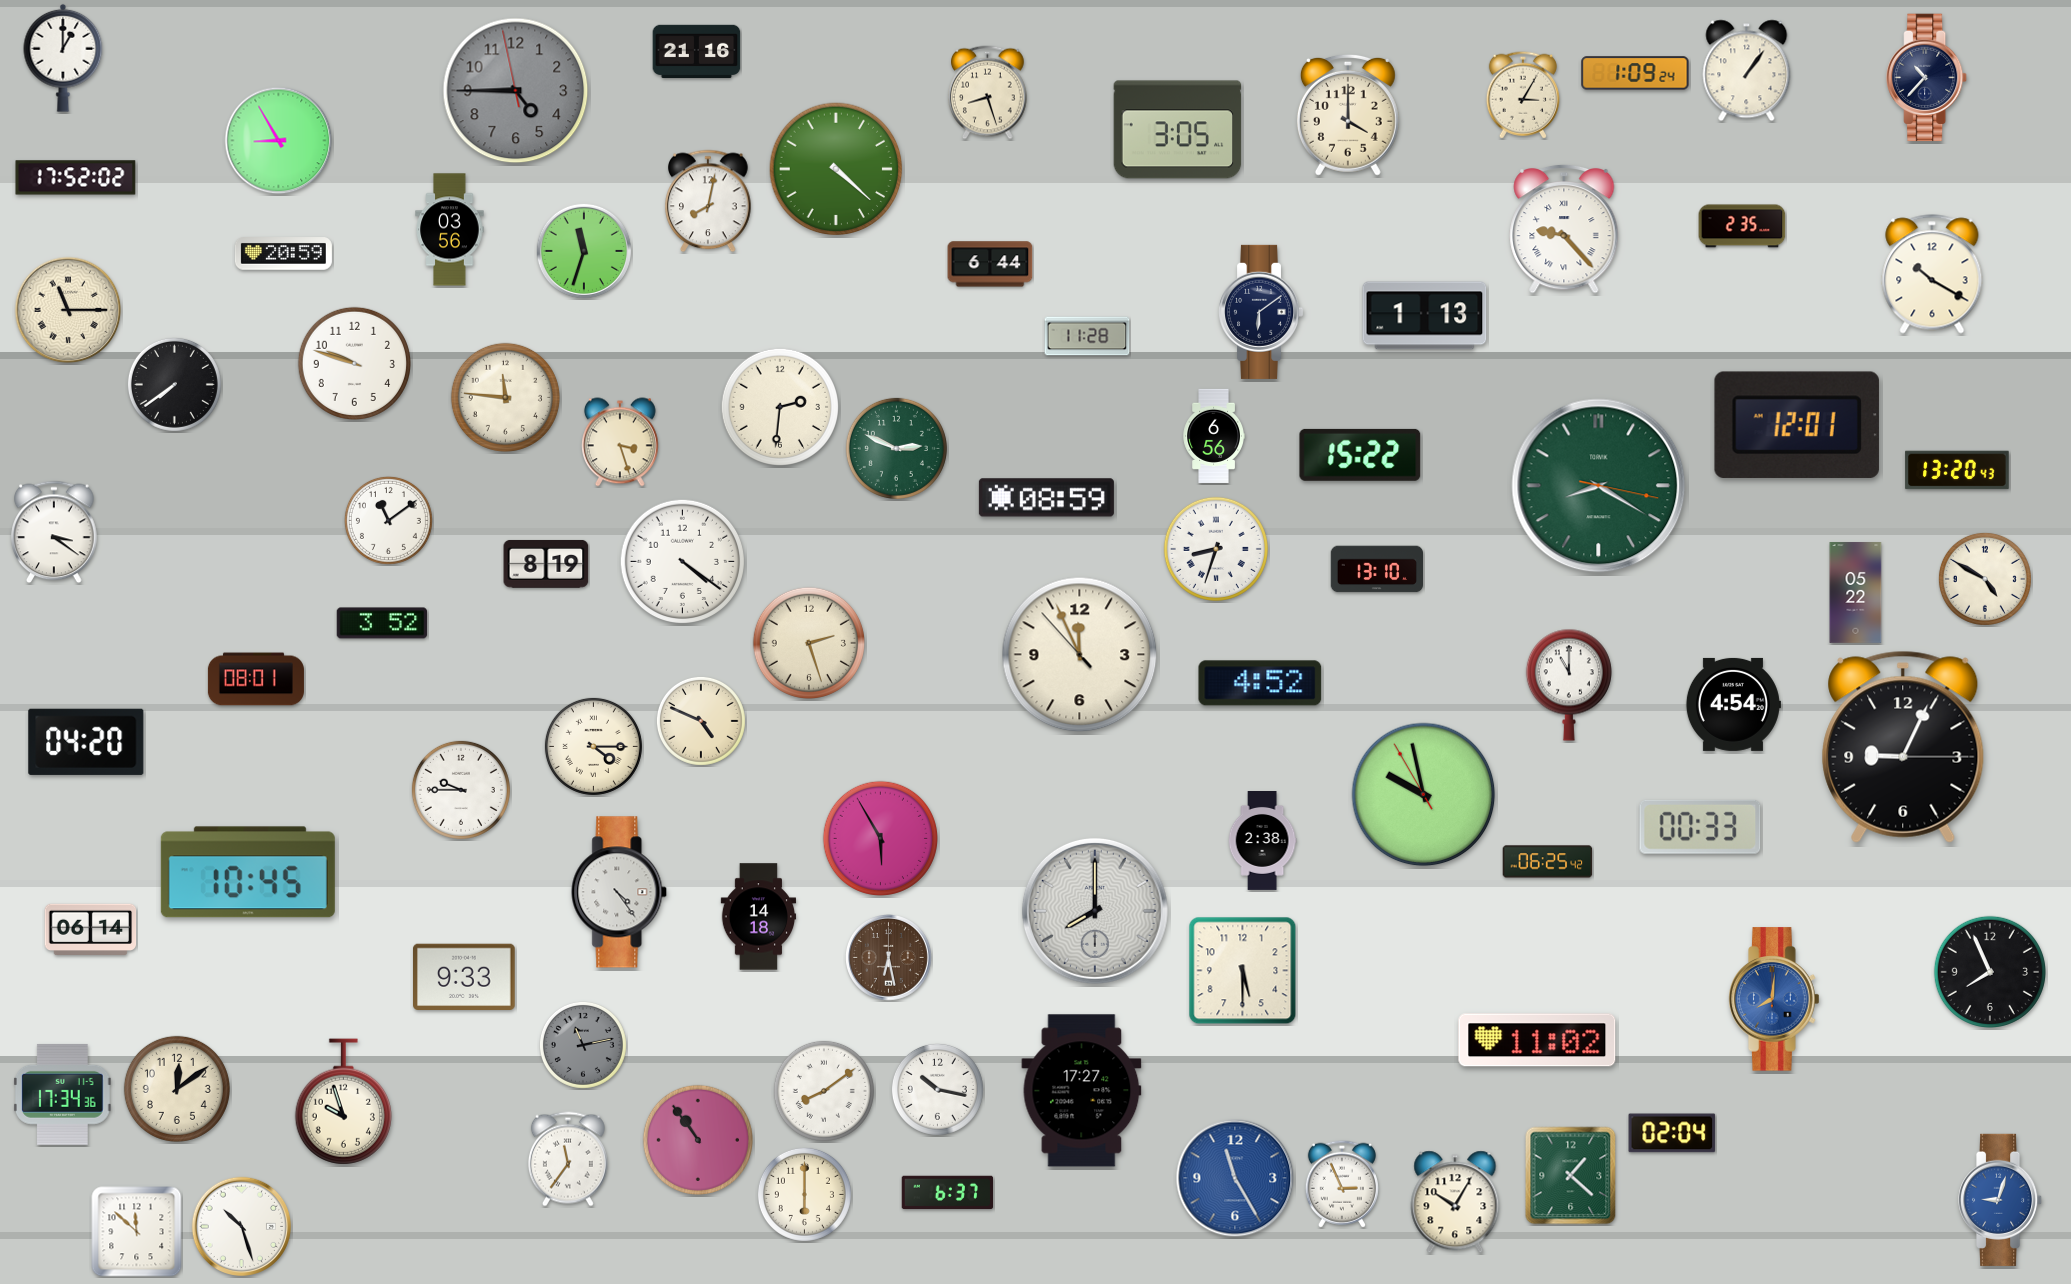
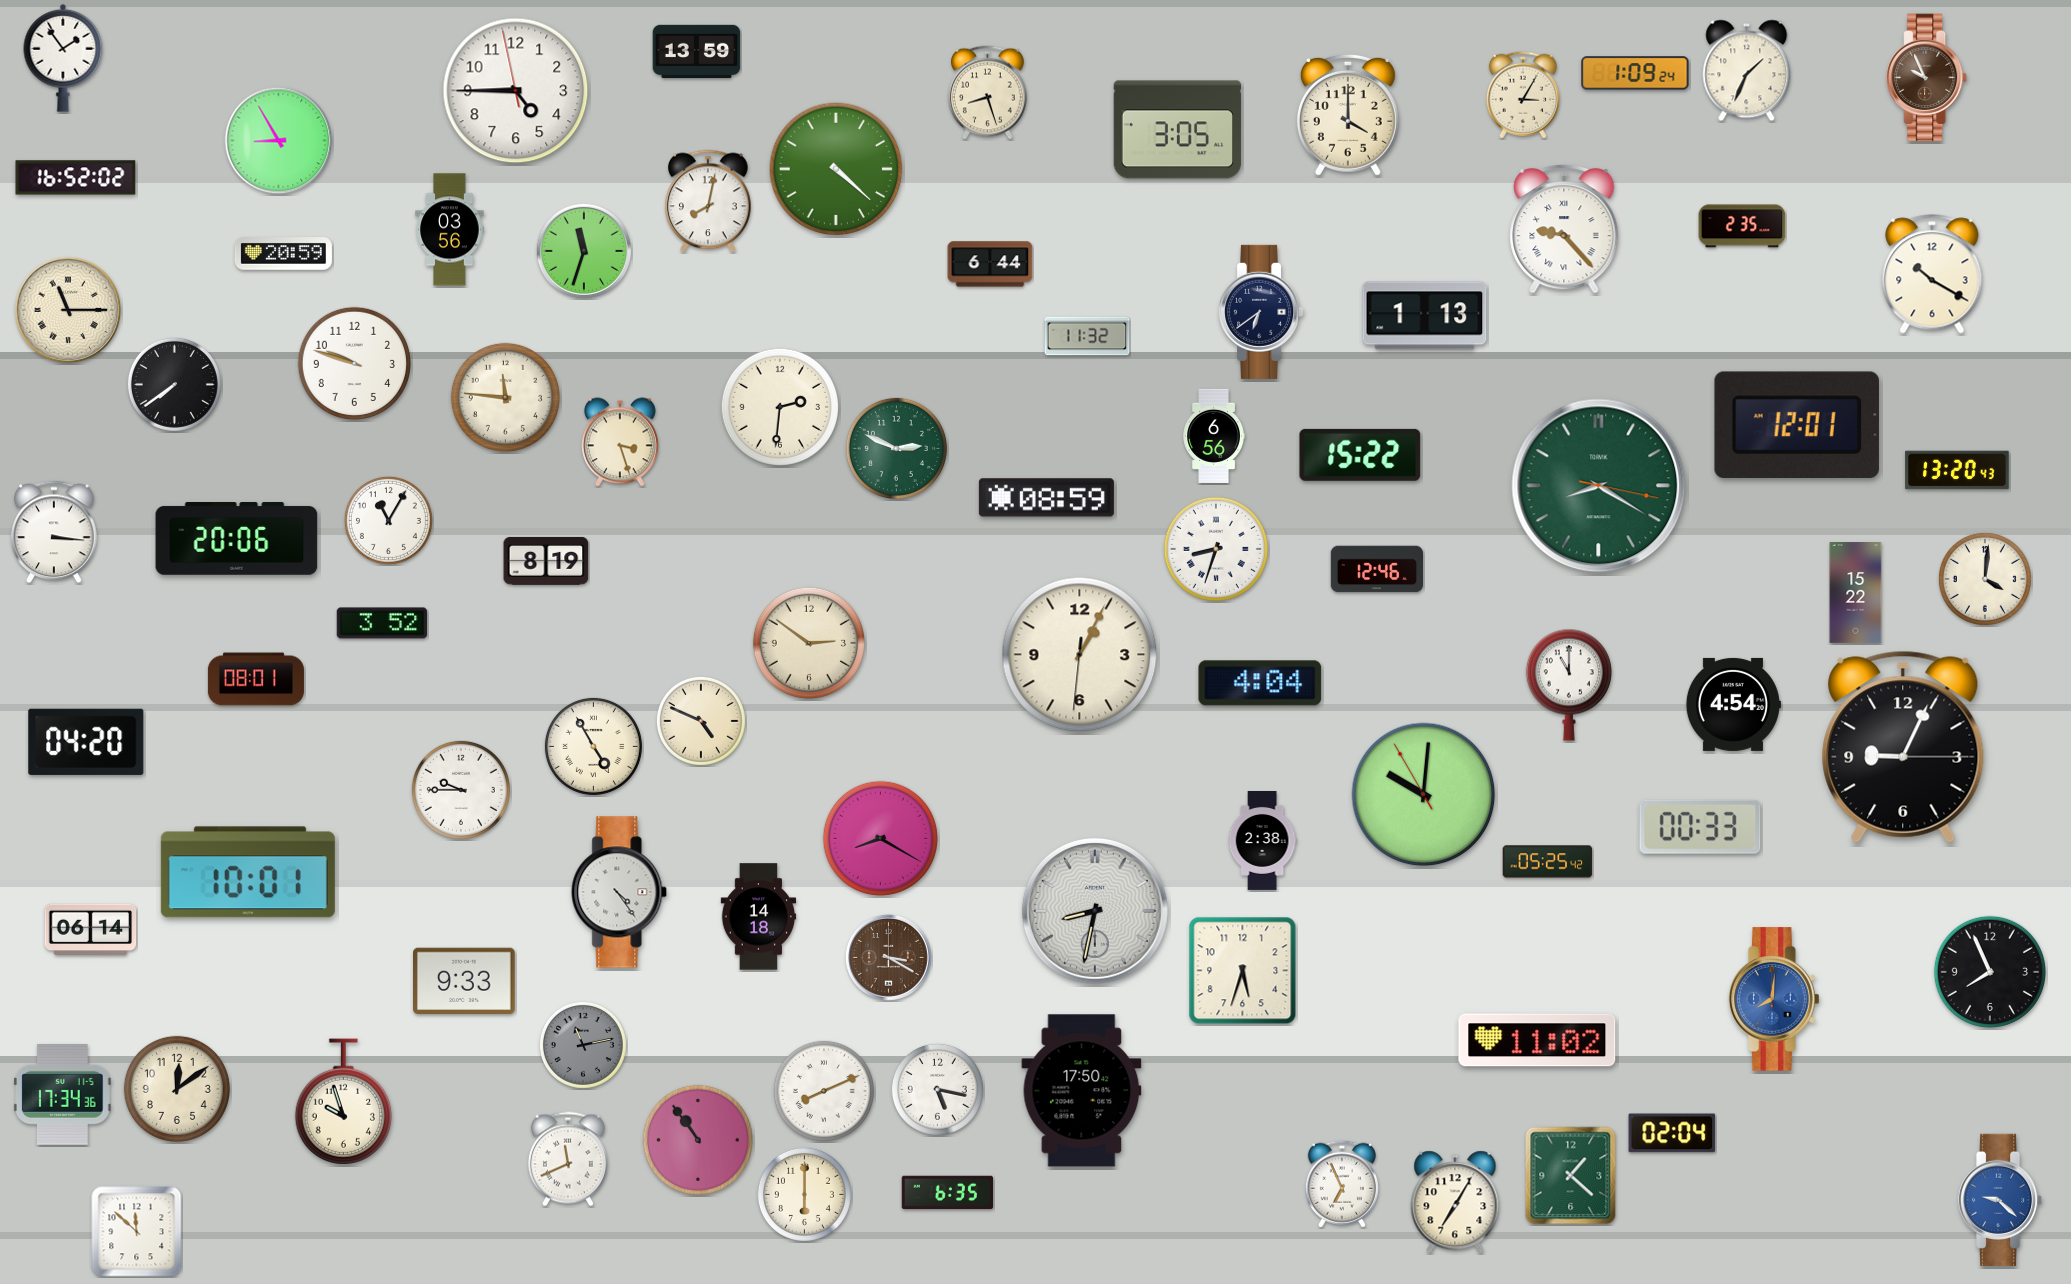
clock at (697, 52): 21:16 -> 13:59
clock at (63, 58): 1:00 -> 1:54
clock at (1747, 71): 1:06 -> 1:34
clock at (1928, 78): 10:37 -> 9:56
clock at (1928, 78) dial: navy -> brown
clock at (516, 91) dial: grey -> white
clock at (76, 178): 17:52 -> 16:52
clock at (1261, 312): 6:09 -> 6:39
clock at (1087, 336): 11:28 -> 11:32
clock at (388, 520): 11:09 -> 11:05
clock at (54, 532): 3:21 -> 3:16
clock at (237, 539): none -> 20:06
clock at (682, 561): 4:21 -> none
clock at (546, 564) position: (546, 564) -> (546, 561)
clock at (1377, 569): 13:10 -> 12:46
clock at (1985, 579): 4:50 -> 4:01
clock at (1856, 593): 05:22 -> 15:22
clock at (809, 643): 2:27 -> 2:51
clock at (1080, 655): 11:55 -> 1:04
clock at (1260, 683): 4:52 -> 4:04
clock at (593, 746): 4:15 -> 4:55
clock at (1424, 795): 9:57 -> 10:00
clock at (880, 838): 5:55 -> 8:20
clock at (1548, 862): 06:25 -> 05:25
clock at (248, 872): 10:45 -> 10:01
clock at (1095, 911): 8:00 -> 8:32
clock at (889, 958): 6:28 -> 3:20
clock at (1243, 971): 5:30 -> 5:33
clock at (465, 976) position: (465, 976) -> (465, 980)
clock at (937, 1089): 10:17 -> 5:17
clock at (824, 1091): 8:09 -> 8:11
clock at (1082, 1091): 17:27 -> 17:50
clock at (568, 1159): 11:36 -> 11:41
clock at (1235, 1178): 11:25 -> none
clock at (1342, 1184): 2:56 -> 6:56
clock at (948, 1193): 6:37 -> 6:35
clock at (2001, 1200): 9:03 -> 9:22
clock at (1455, 1202): 10:05 -> 7:05
clock at (242, 1227): 10:27 -> none
